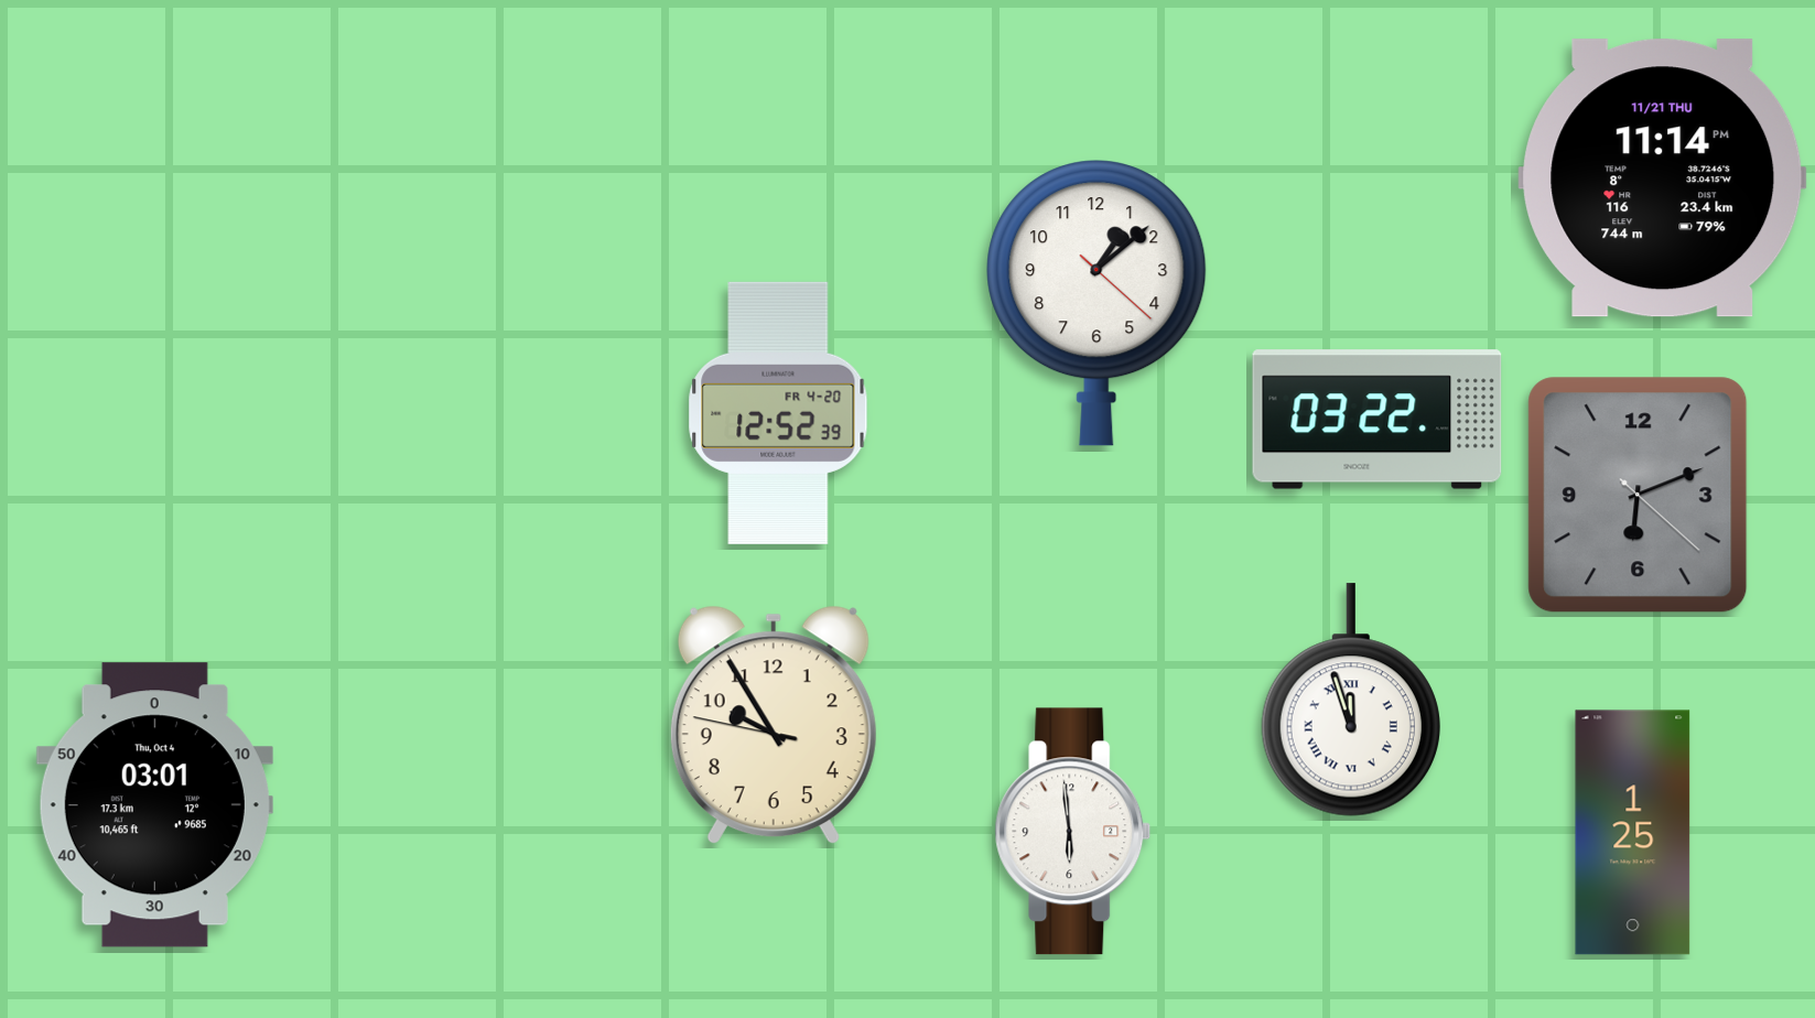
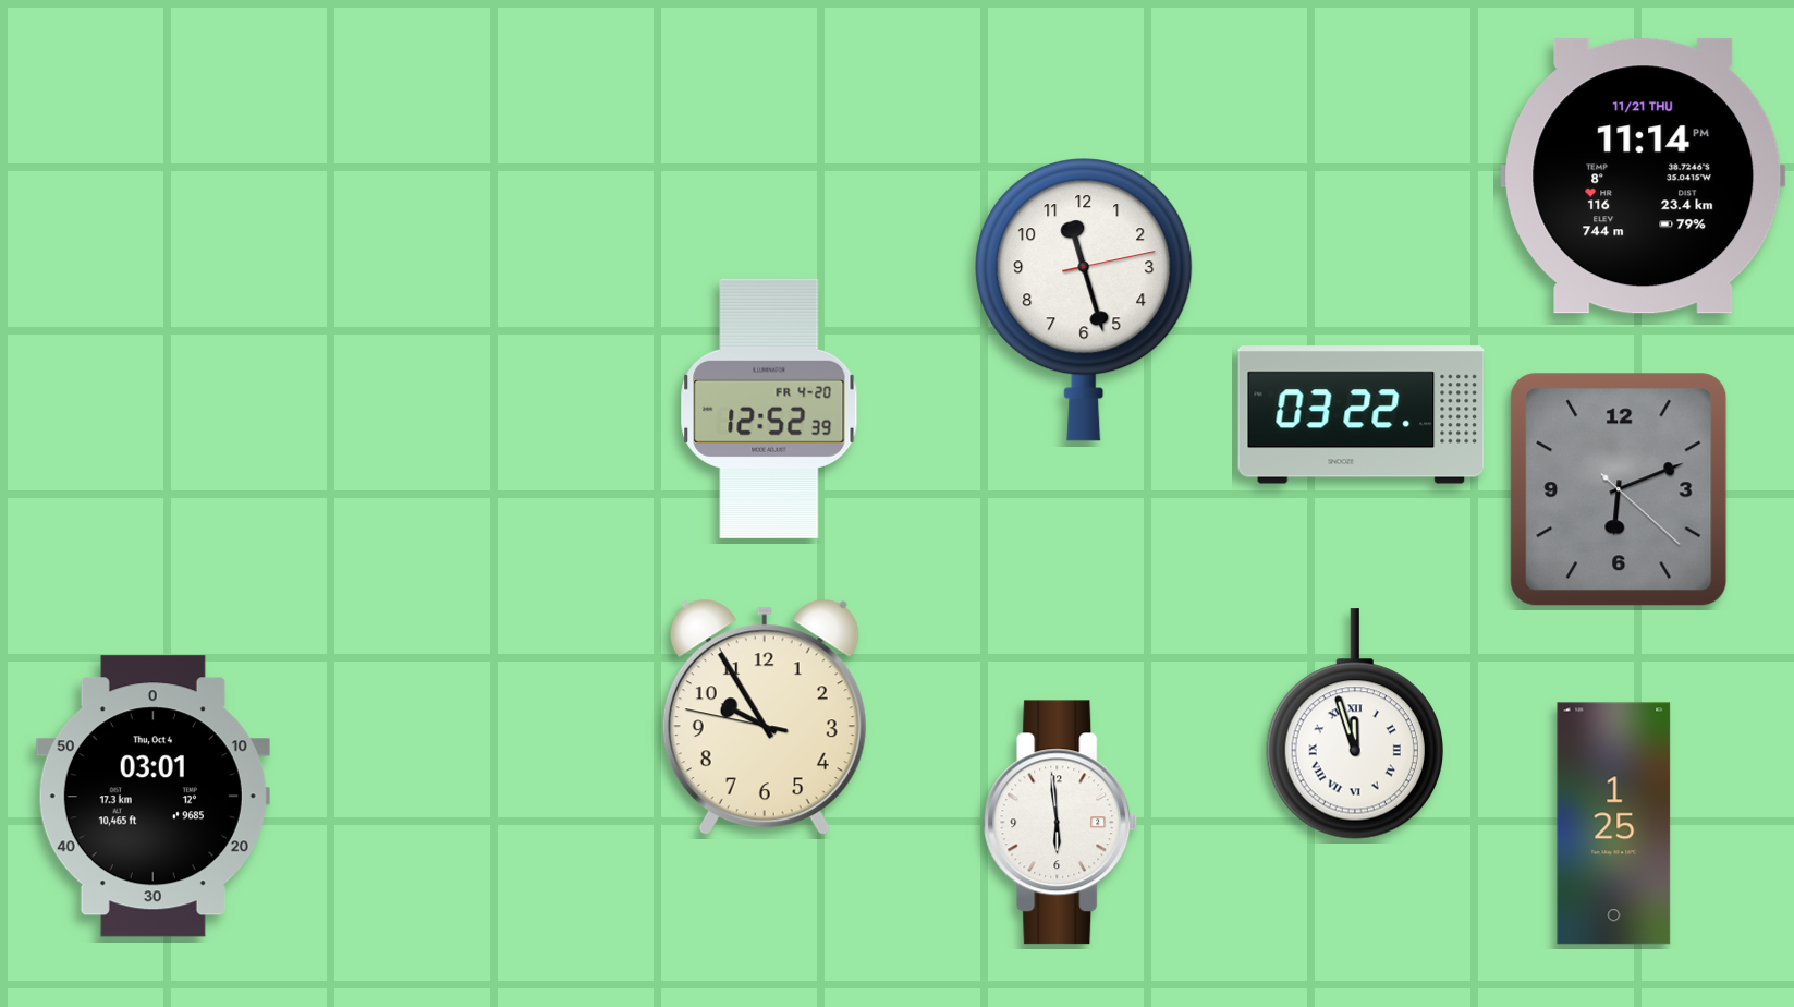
clock at (1096, 303): 1:08 -> 11:27
clock at (1351, 700) position: (1351, 700) -> (1355, 724)
